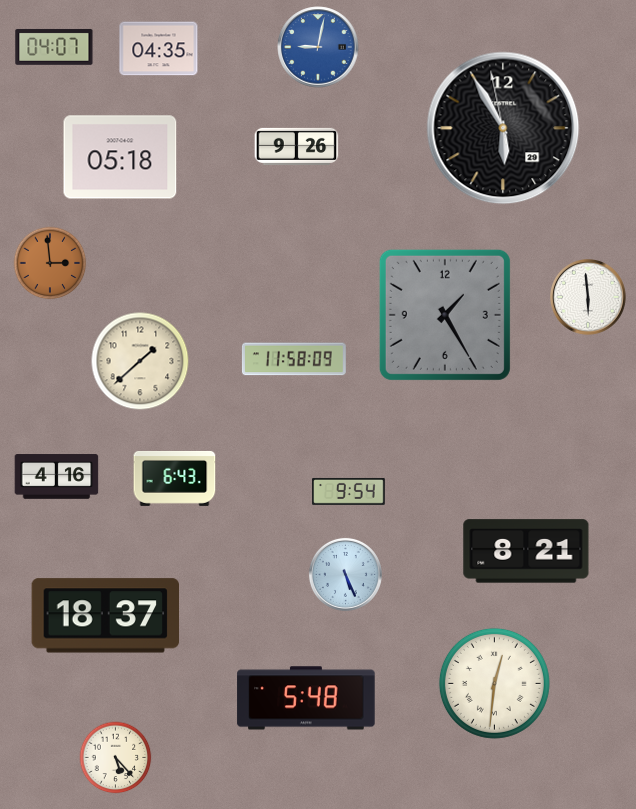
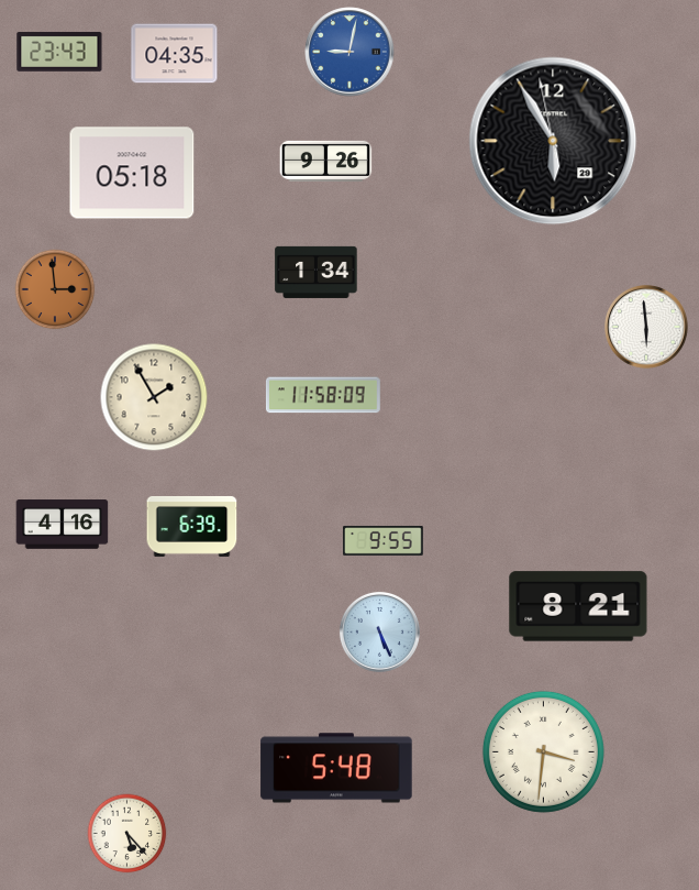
clock at (54, 47): 04:07 -> 23:43
clock at (317, 272): none -> 1:34
clock at (445, 315): 1:25 -> none
clock at (140, 361): 1:38 -> 1:55
clock at (175, 478): 6:43 -> 6:39
clock at (349, 491): 9:54 -> 9:55
clock at (106, 616): 18:37 -> none
clock at (494, 683): 12:31 -> 3:31
